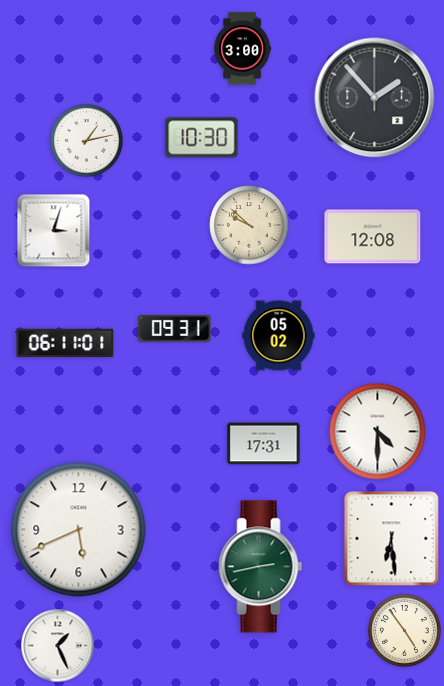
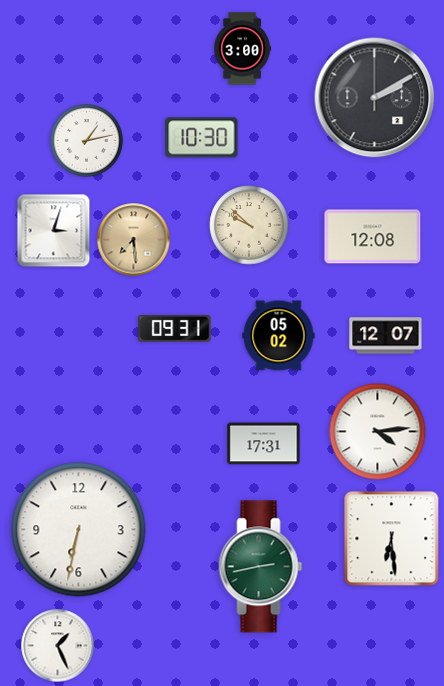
clock at (375, 98): 1:53 -> 2:10
clock at (134, 240): none -> 7:29
clock at (386, 336): none -> 12:07
clock at (65, 343): 06:11 -> none
clock at (378, 432): 4:30 -> 4:14
clock at (79, 530): 5:41 -> 6:32
clock at (405, 631): 4:54 -> none
